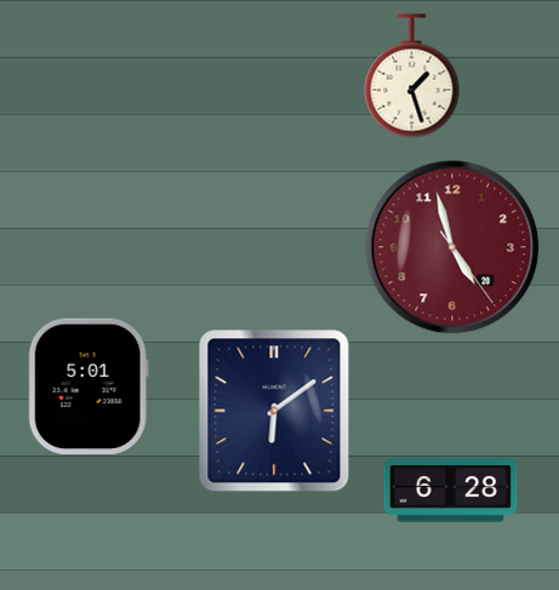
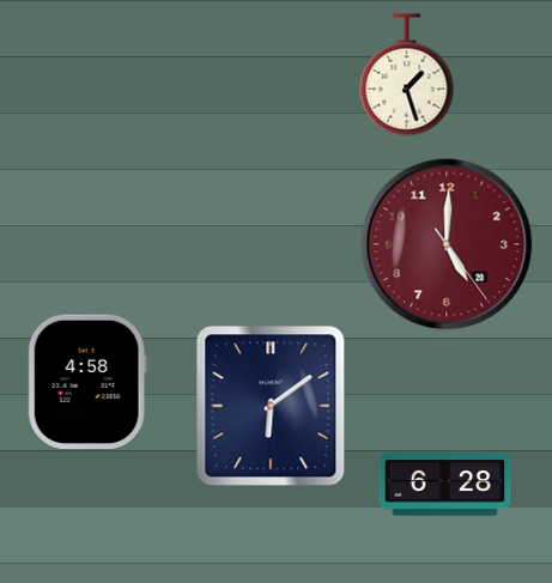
clock at (452, 247): 4:57 -> 5:00
clock at (89, 385): 5:01 -> 4:58
